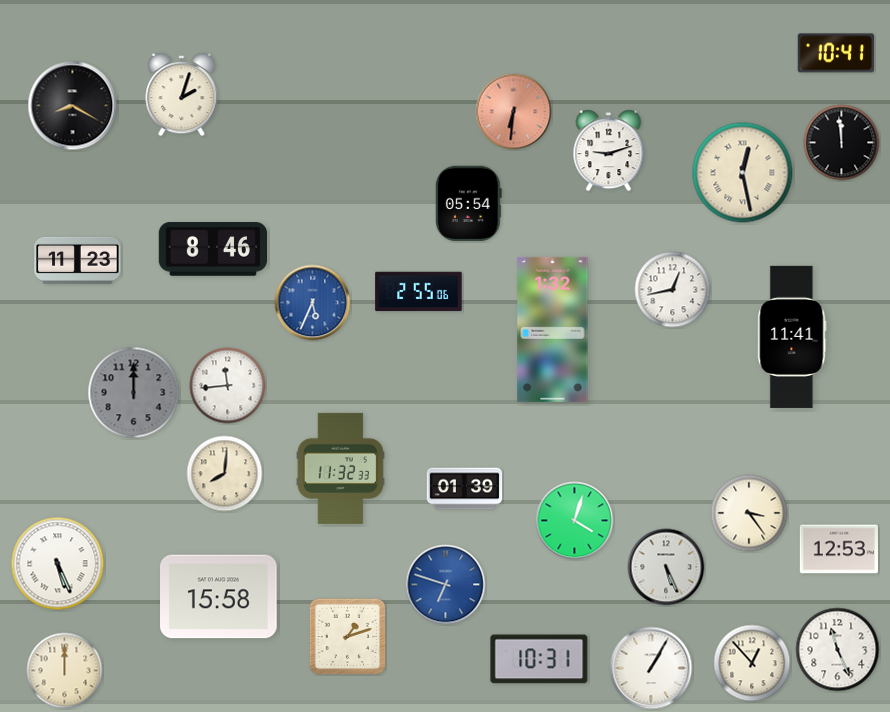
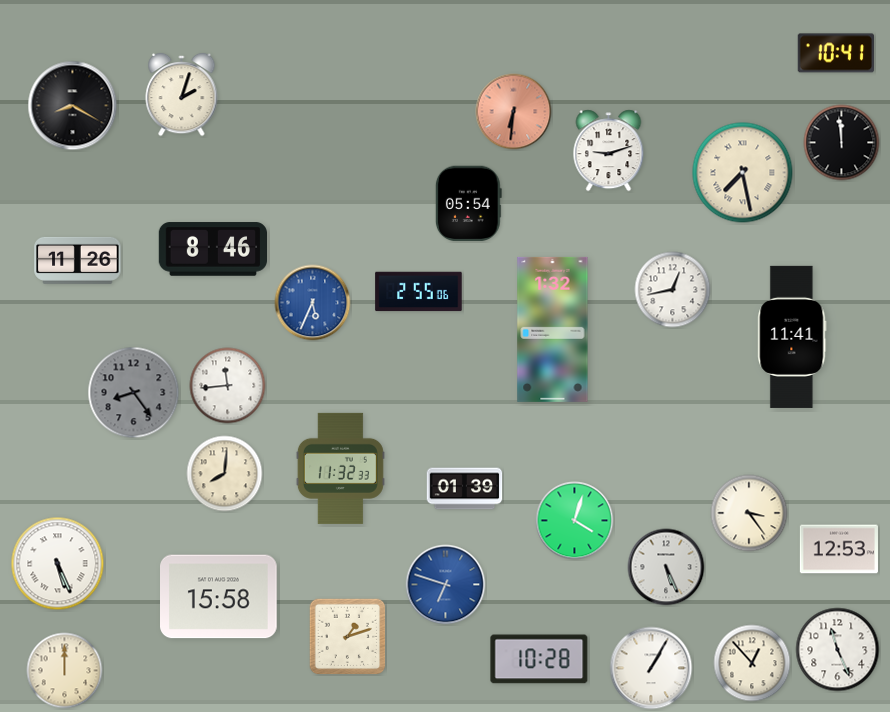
clock at (743, 173): 12:28 -> 7:28
clock at (78, 260): 11:23 -> 11:26
clock at (134, 393): 12:00 -> 8:24
clock at (539, 659): 10:31 -> 10:28
